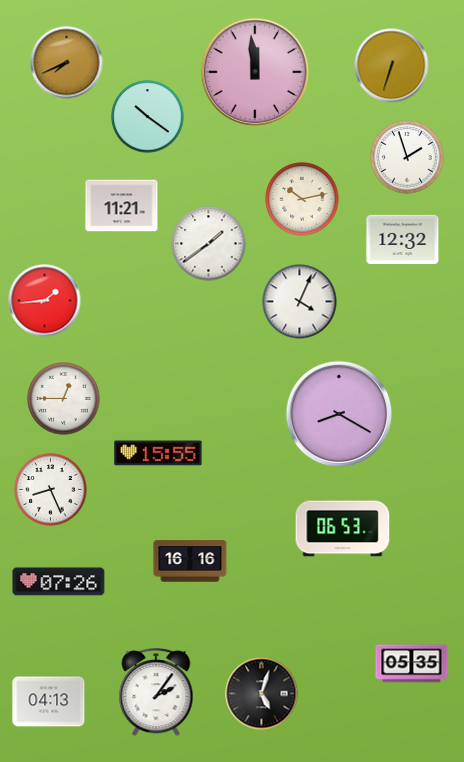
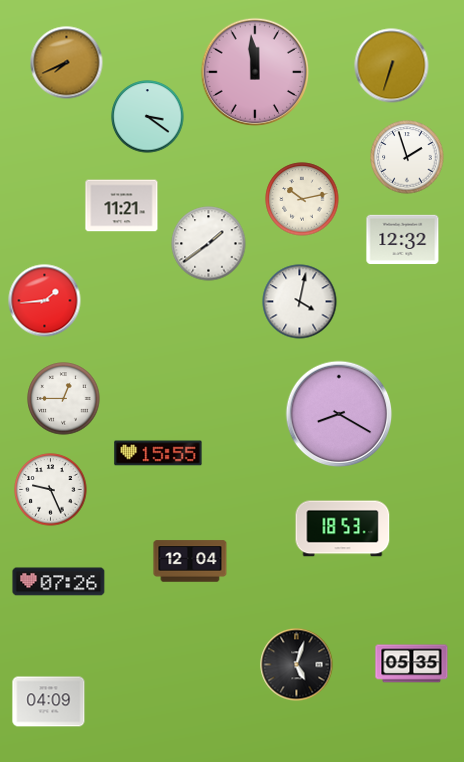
clock at (148, 117): 10:21 -> 3:21
clock at (300, 302): 4:04 -> 4:02
clock at (51, 490): 8:26 -> 9:26
clock at (343, 529): 06:53 -> 18:53
clock at (190, 561): 16:16 -> 12:04
clock at (156, 693): 2:06 -> none
clock at (262, 694) position: (262, 694) -> (297, 665)
clock at (49, 702): 04:13 -> 04:09
